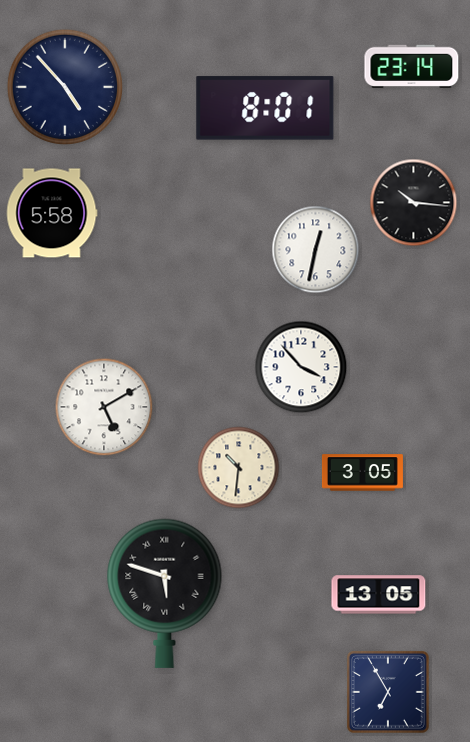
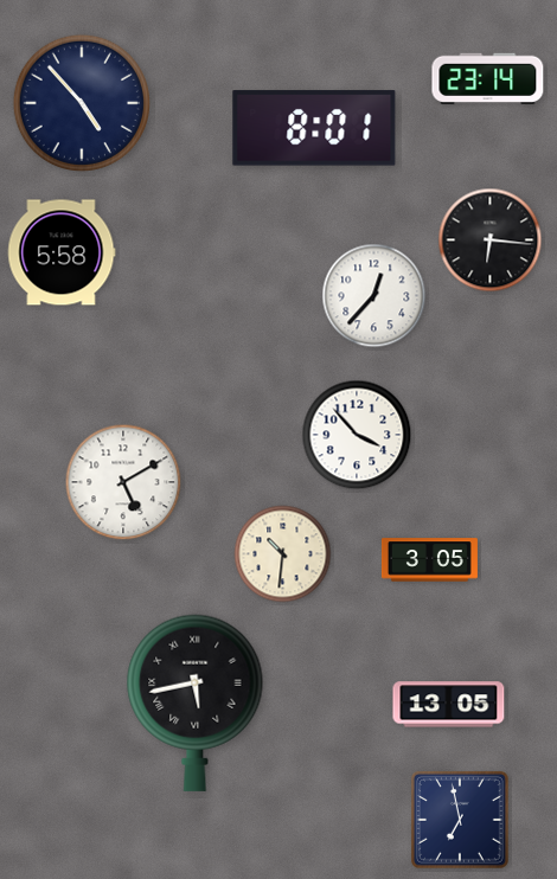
clock at (65, 87) position: (65, 87) -> (82, 103)
clock at (414, 203): 10:16 -> 6:16
clock at (316, 250): 12:32 -> 12:37
clock at (165, 593): 5:48 -> 5:43
clock at (389, 693): 6:55 -> 6:58
